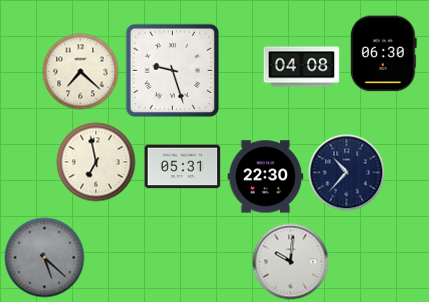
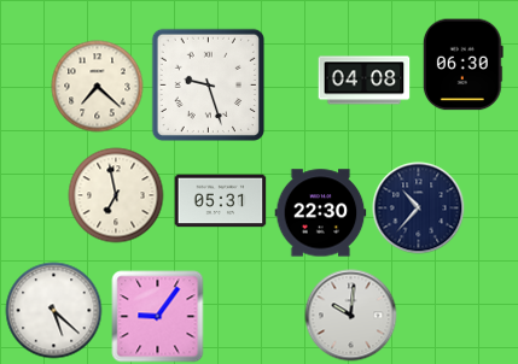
clock at (45, 258) dial: grey -> white
clock at (158, 317): none -> 9:06
